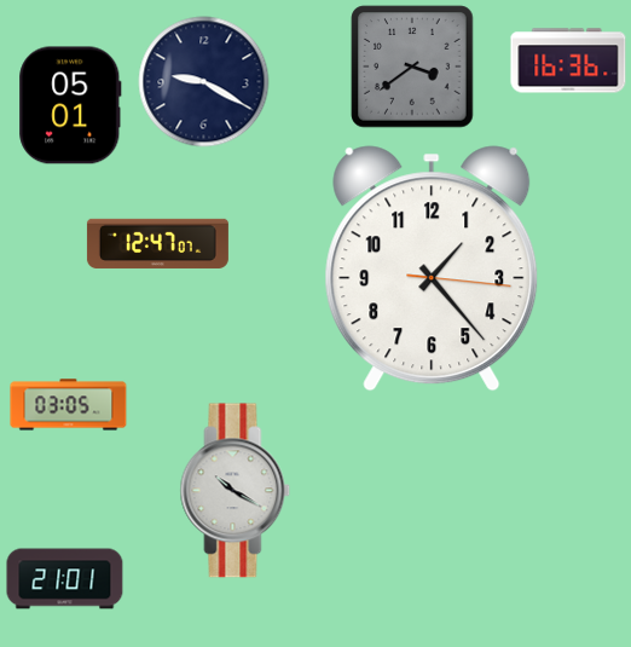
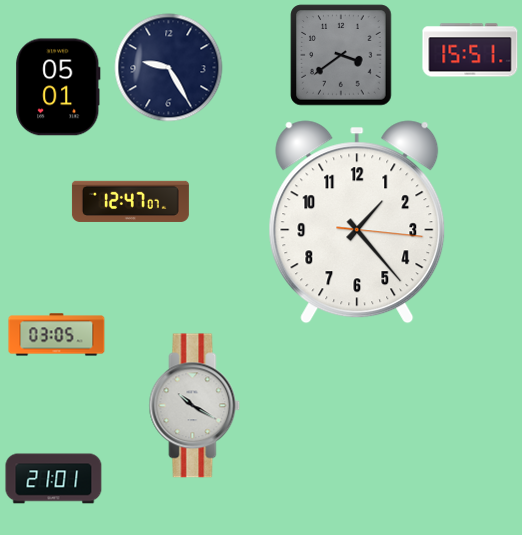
clock at (568, 60): 16:36 -> 15:51
clock at (204, 82): 9:20 -> 9:25
